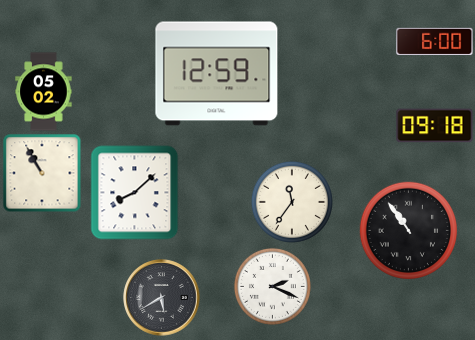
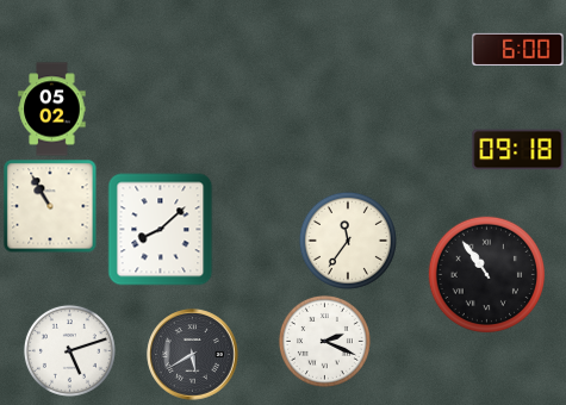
clock at (217, 74): 12:59 -> none
clock at (69, 350): none -> 5:12
